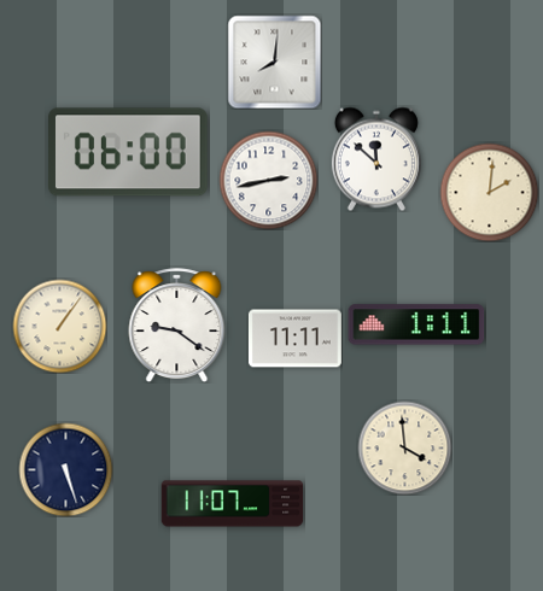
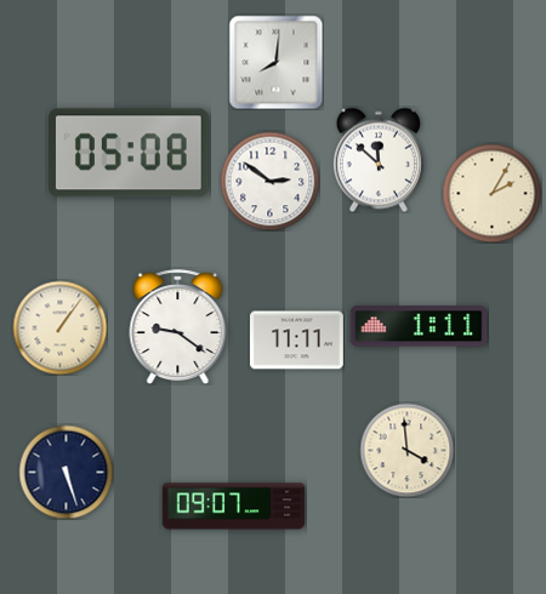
clock at (129, 152): 06:00 -> 05:08
clock at (268, 180): 2:43 -> 2:51
clock at (489, 192): 2:01 -> 2:05
clock at (233, 504): 11:07 -> 09:07
